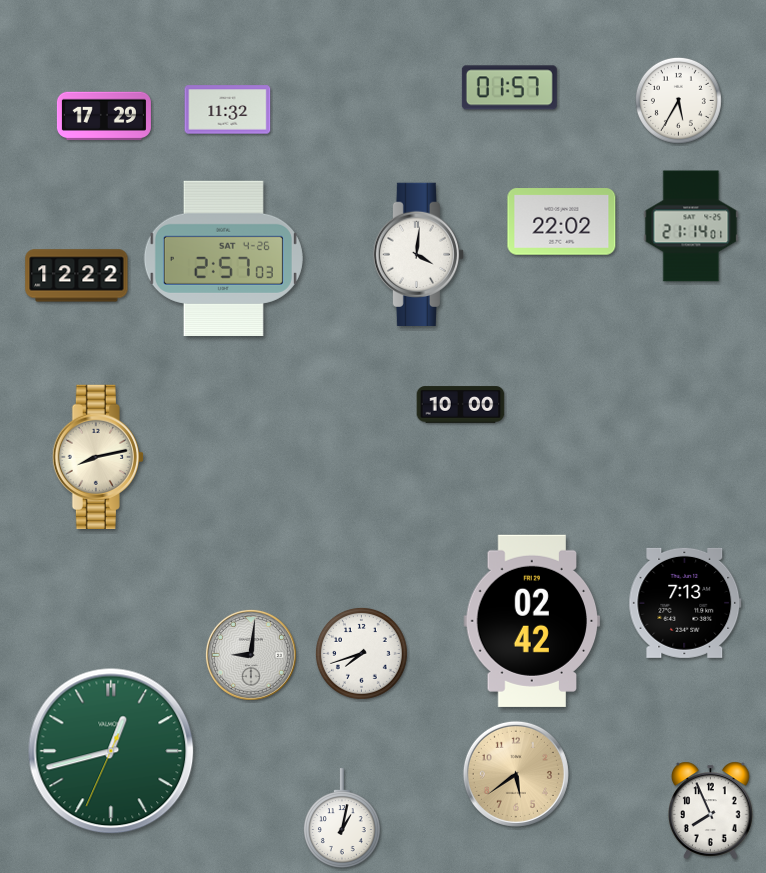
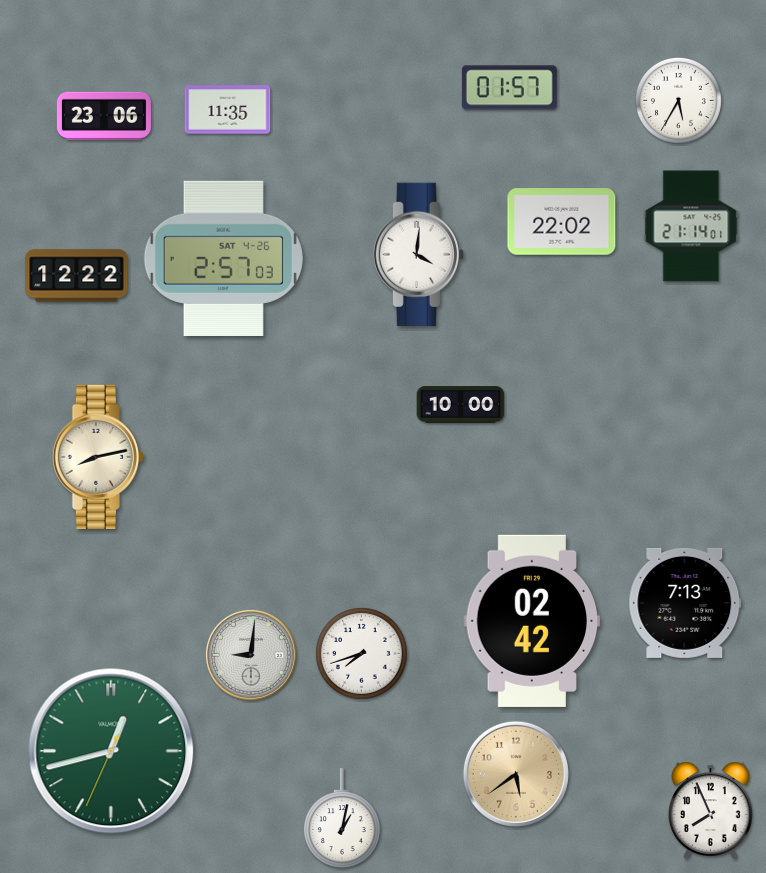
clock at (228, 110): 11:32 -> 11:35
clock at (104, 116): 17:29 -> 23:06
